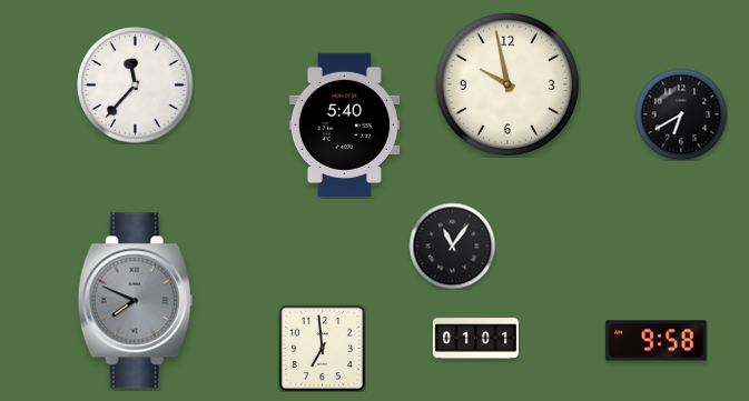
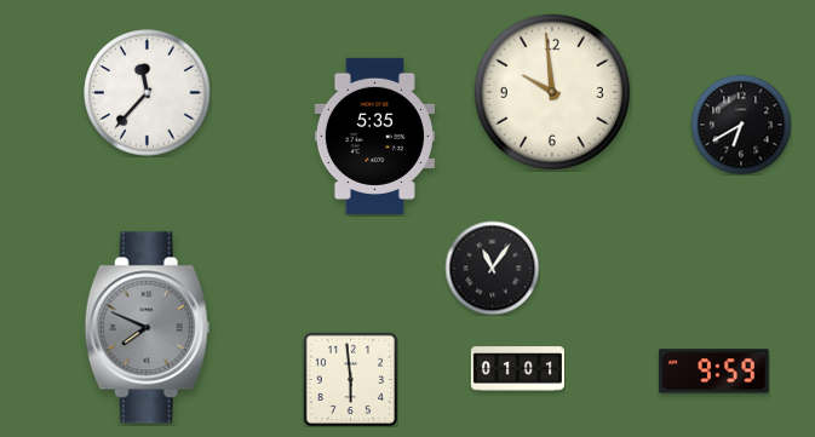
clock at (507, 84): 9:58 -> 9:59
clock at (344, 124): 5:40 -> 5:35
clock at (657, 341): 9:58 -> 9:59
clock at (322, 348): 6:59 -> 5:59
